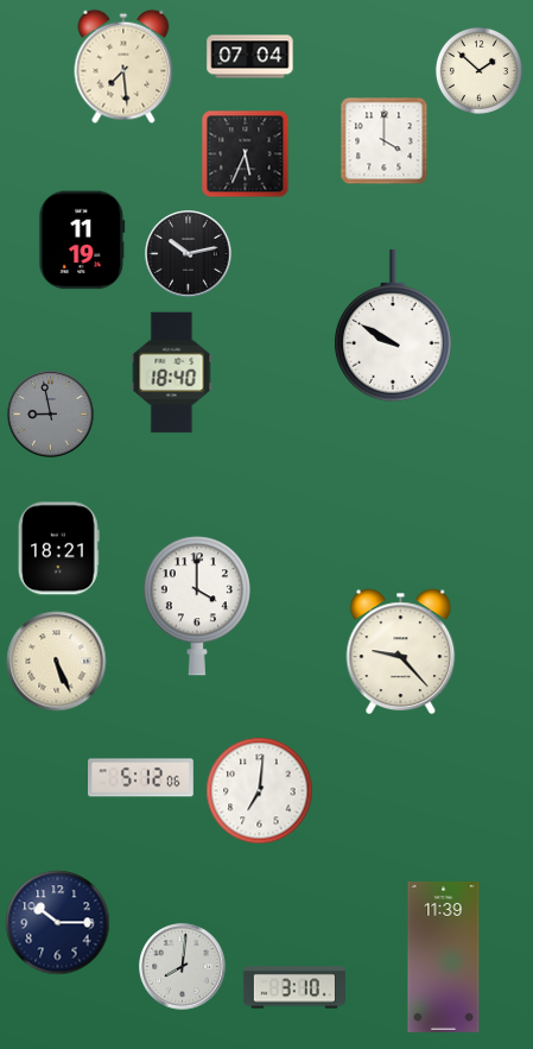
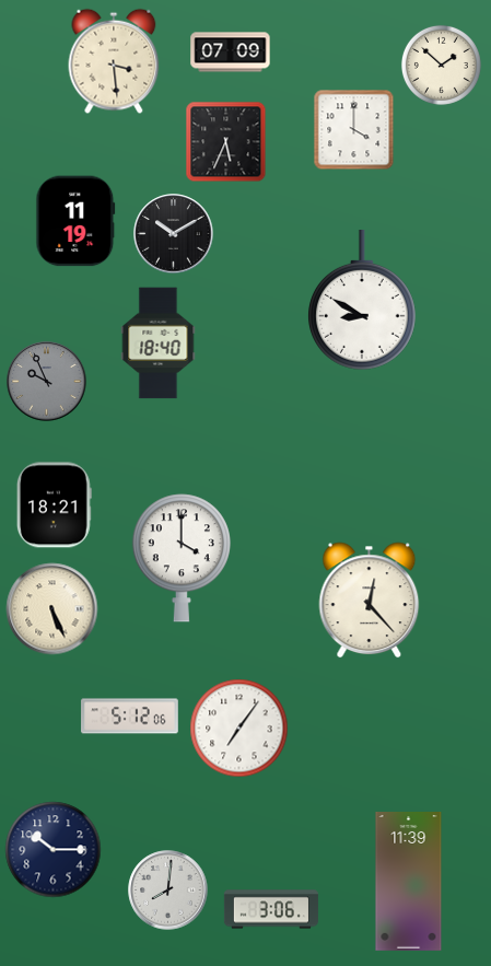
clock at (250, 57): 07:04 -> 07:09
clock at (123, 67): 7:29 -> 3:29
clock at (189, 254): 10:13 -> 10:10
clock at (393, 327): 9:50 -> 8:50
clock at (51, 415): 8:58 -> 9:56
clock at (401, 652): 9:23 -> 12:23
clock at (260, 791): 7:01 -> 7:06
clock at (294, 987): 3:10 -> 3:06
